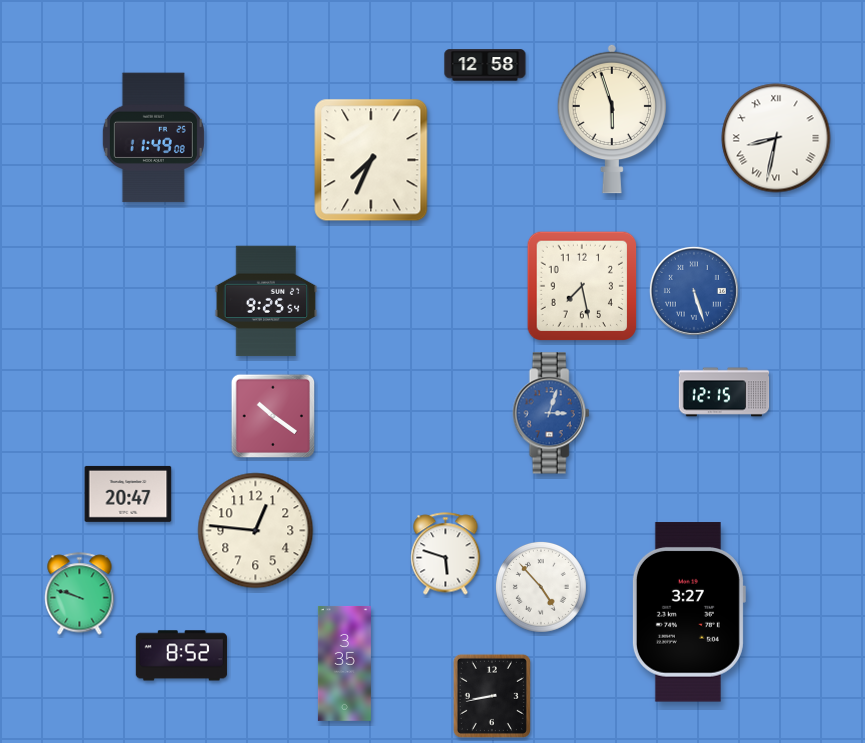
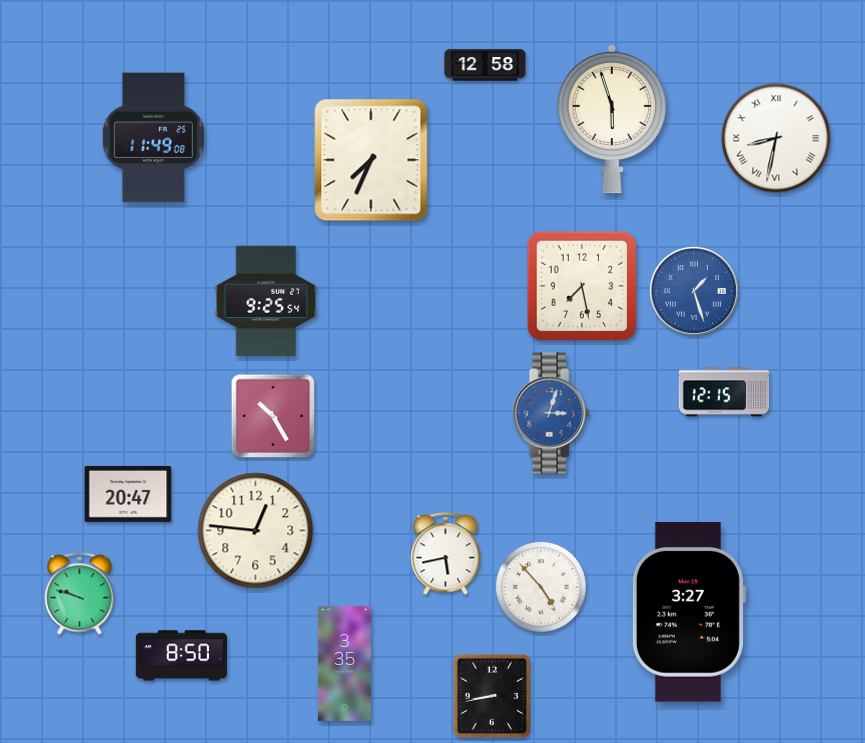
clock at (694, 291): 5:27 -> 1:27
clock at (273, 416): 10:21 -> 10:25
clock at (446, 554): 5:48 -> 5:43
clock at (181, 656): 8:52 -> 8:50
